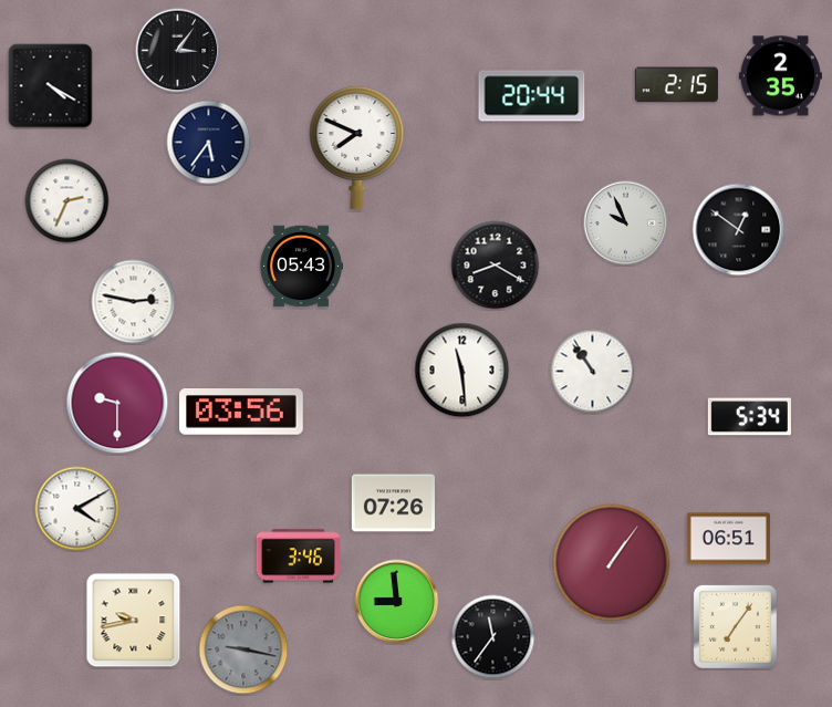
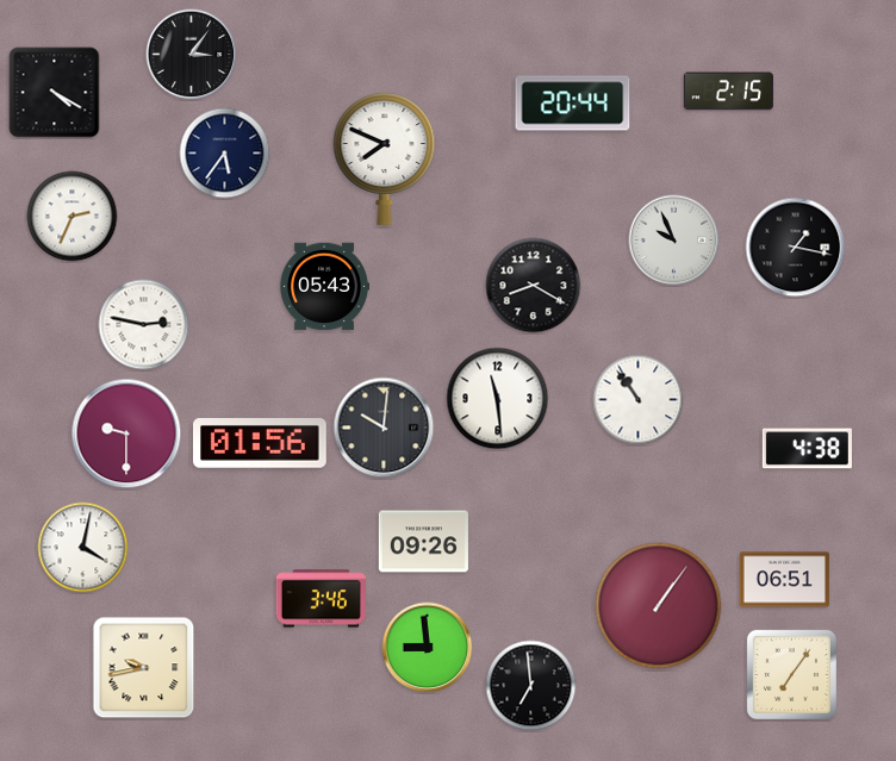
clock at (780, 76): 2:35 -> none
clock at (739, 230): 12:51 -> 1:17
clock at (384, 428): none -> 10:01
clock at (242, 412): 03:56 -> 01:56
clock at (749, 417): 5:34 -> 4:38
clock at (393, 503): 07:26 -> 09:26
clock at (77, 509): 4:10 -> 4:02
clock at (493, 637): 11:36 -> 6:59
clock at (243, 649): 9:17 -> none
